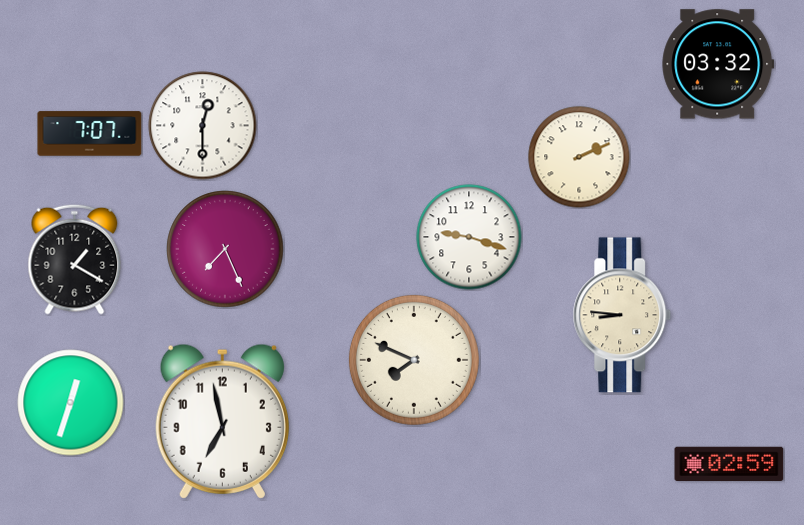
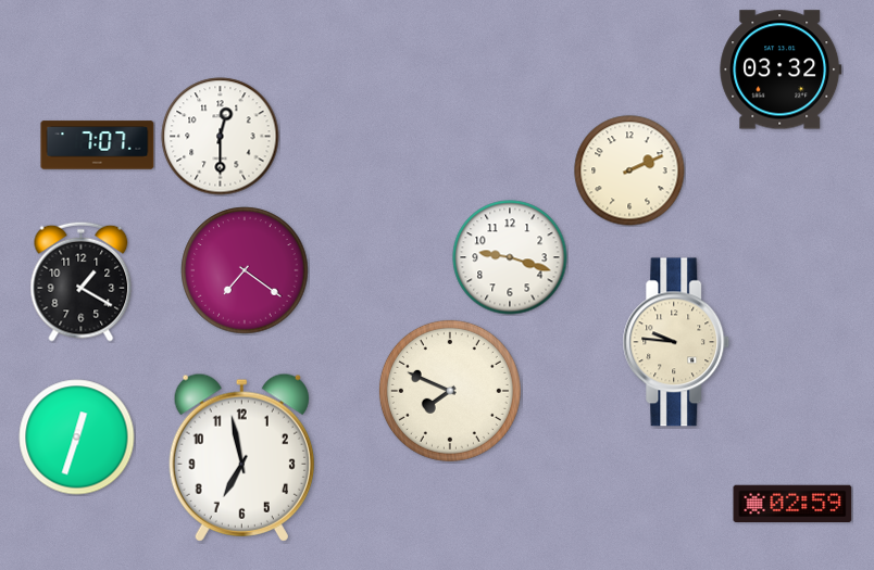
clock at (225, 249): 7:26 -> 7:21
clock at (622, 315): 8:46 -> 9:46
